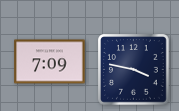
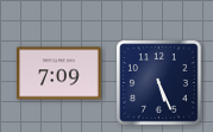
clock at (134, 70): 3:47 -> 5:26
